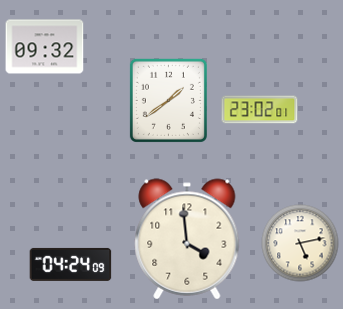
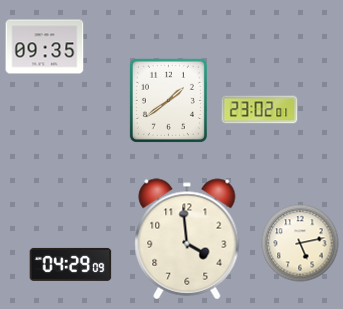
clock at (45, 47): 09:32 -> 09:35
clock at (71, 264): 04:24 -> 04:29
